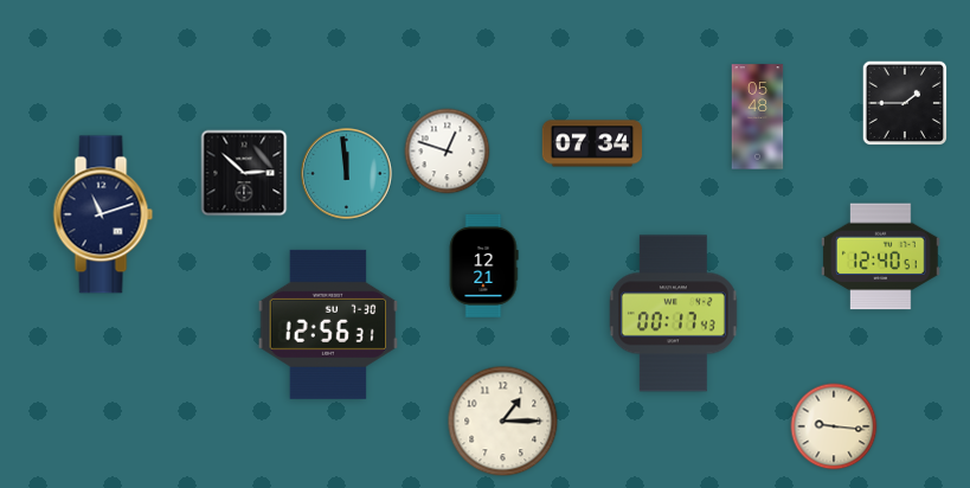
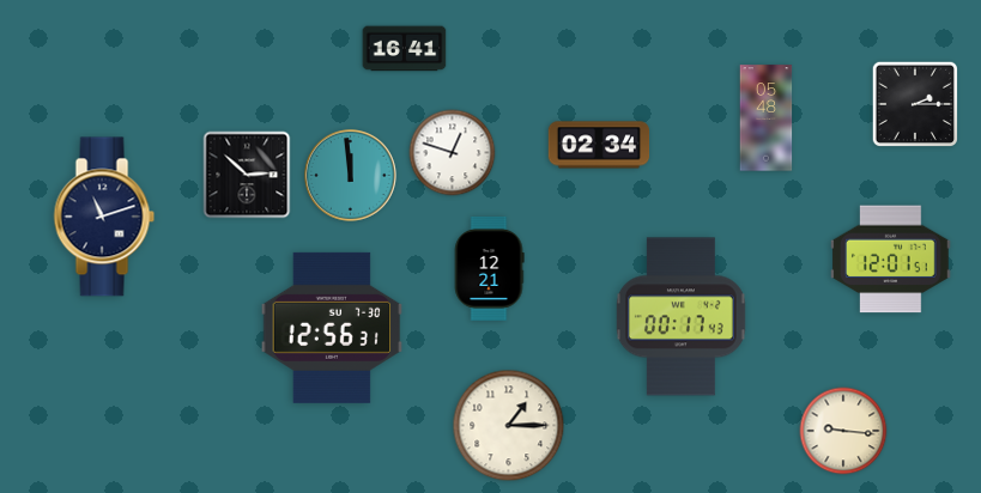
clock at (405, 49): none -> 16:41
clock at (905, 103): 1:45 -> 2:15
clock at (592, 143): 07:34 -> 02:34
clock at (881, 257): 12:40 -> 12:01
